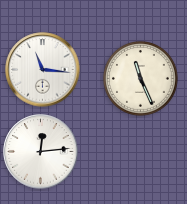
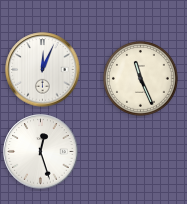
clock at (43, 70): 11:16 -> 12:04
clock at (41, 152): 12:14 -> 12:27
